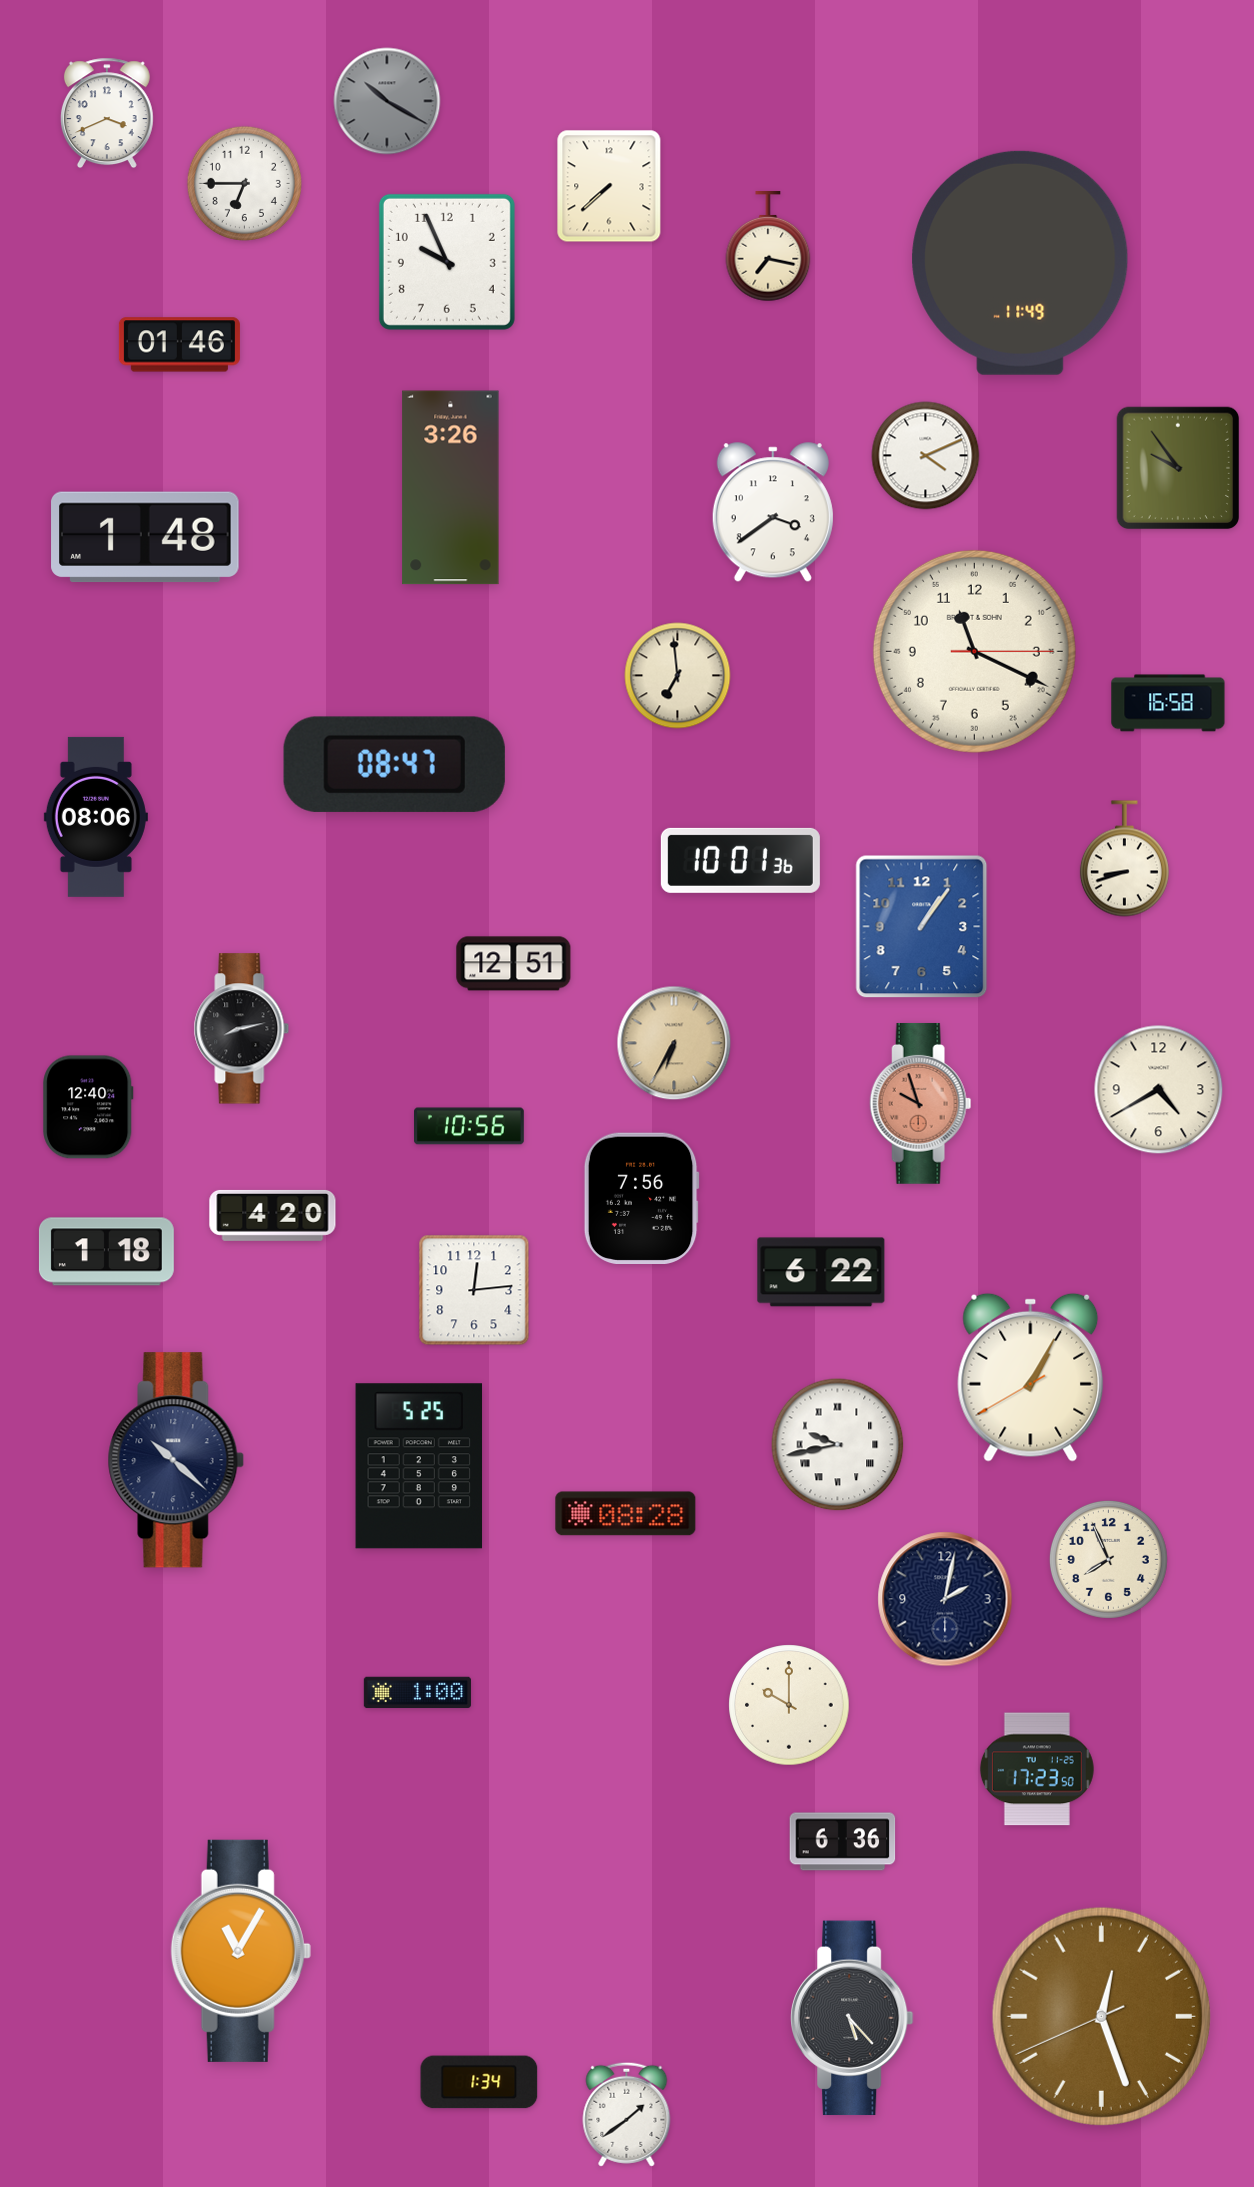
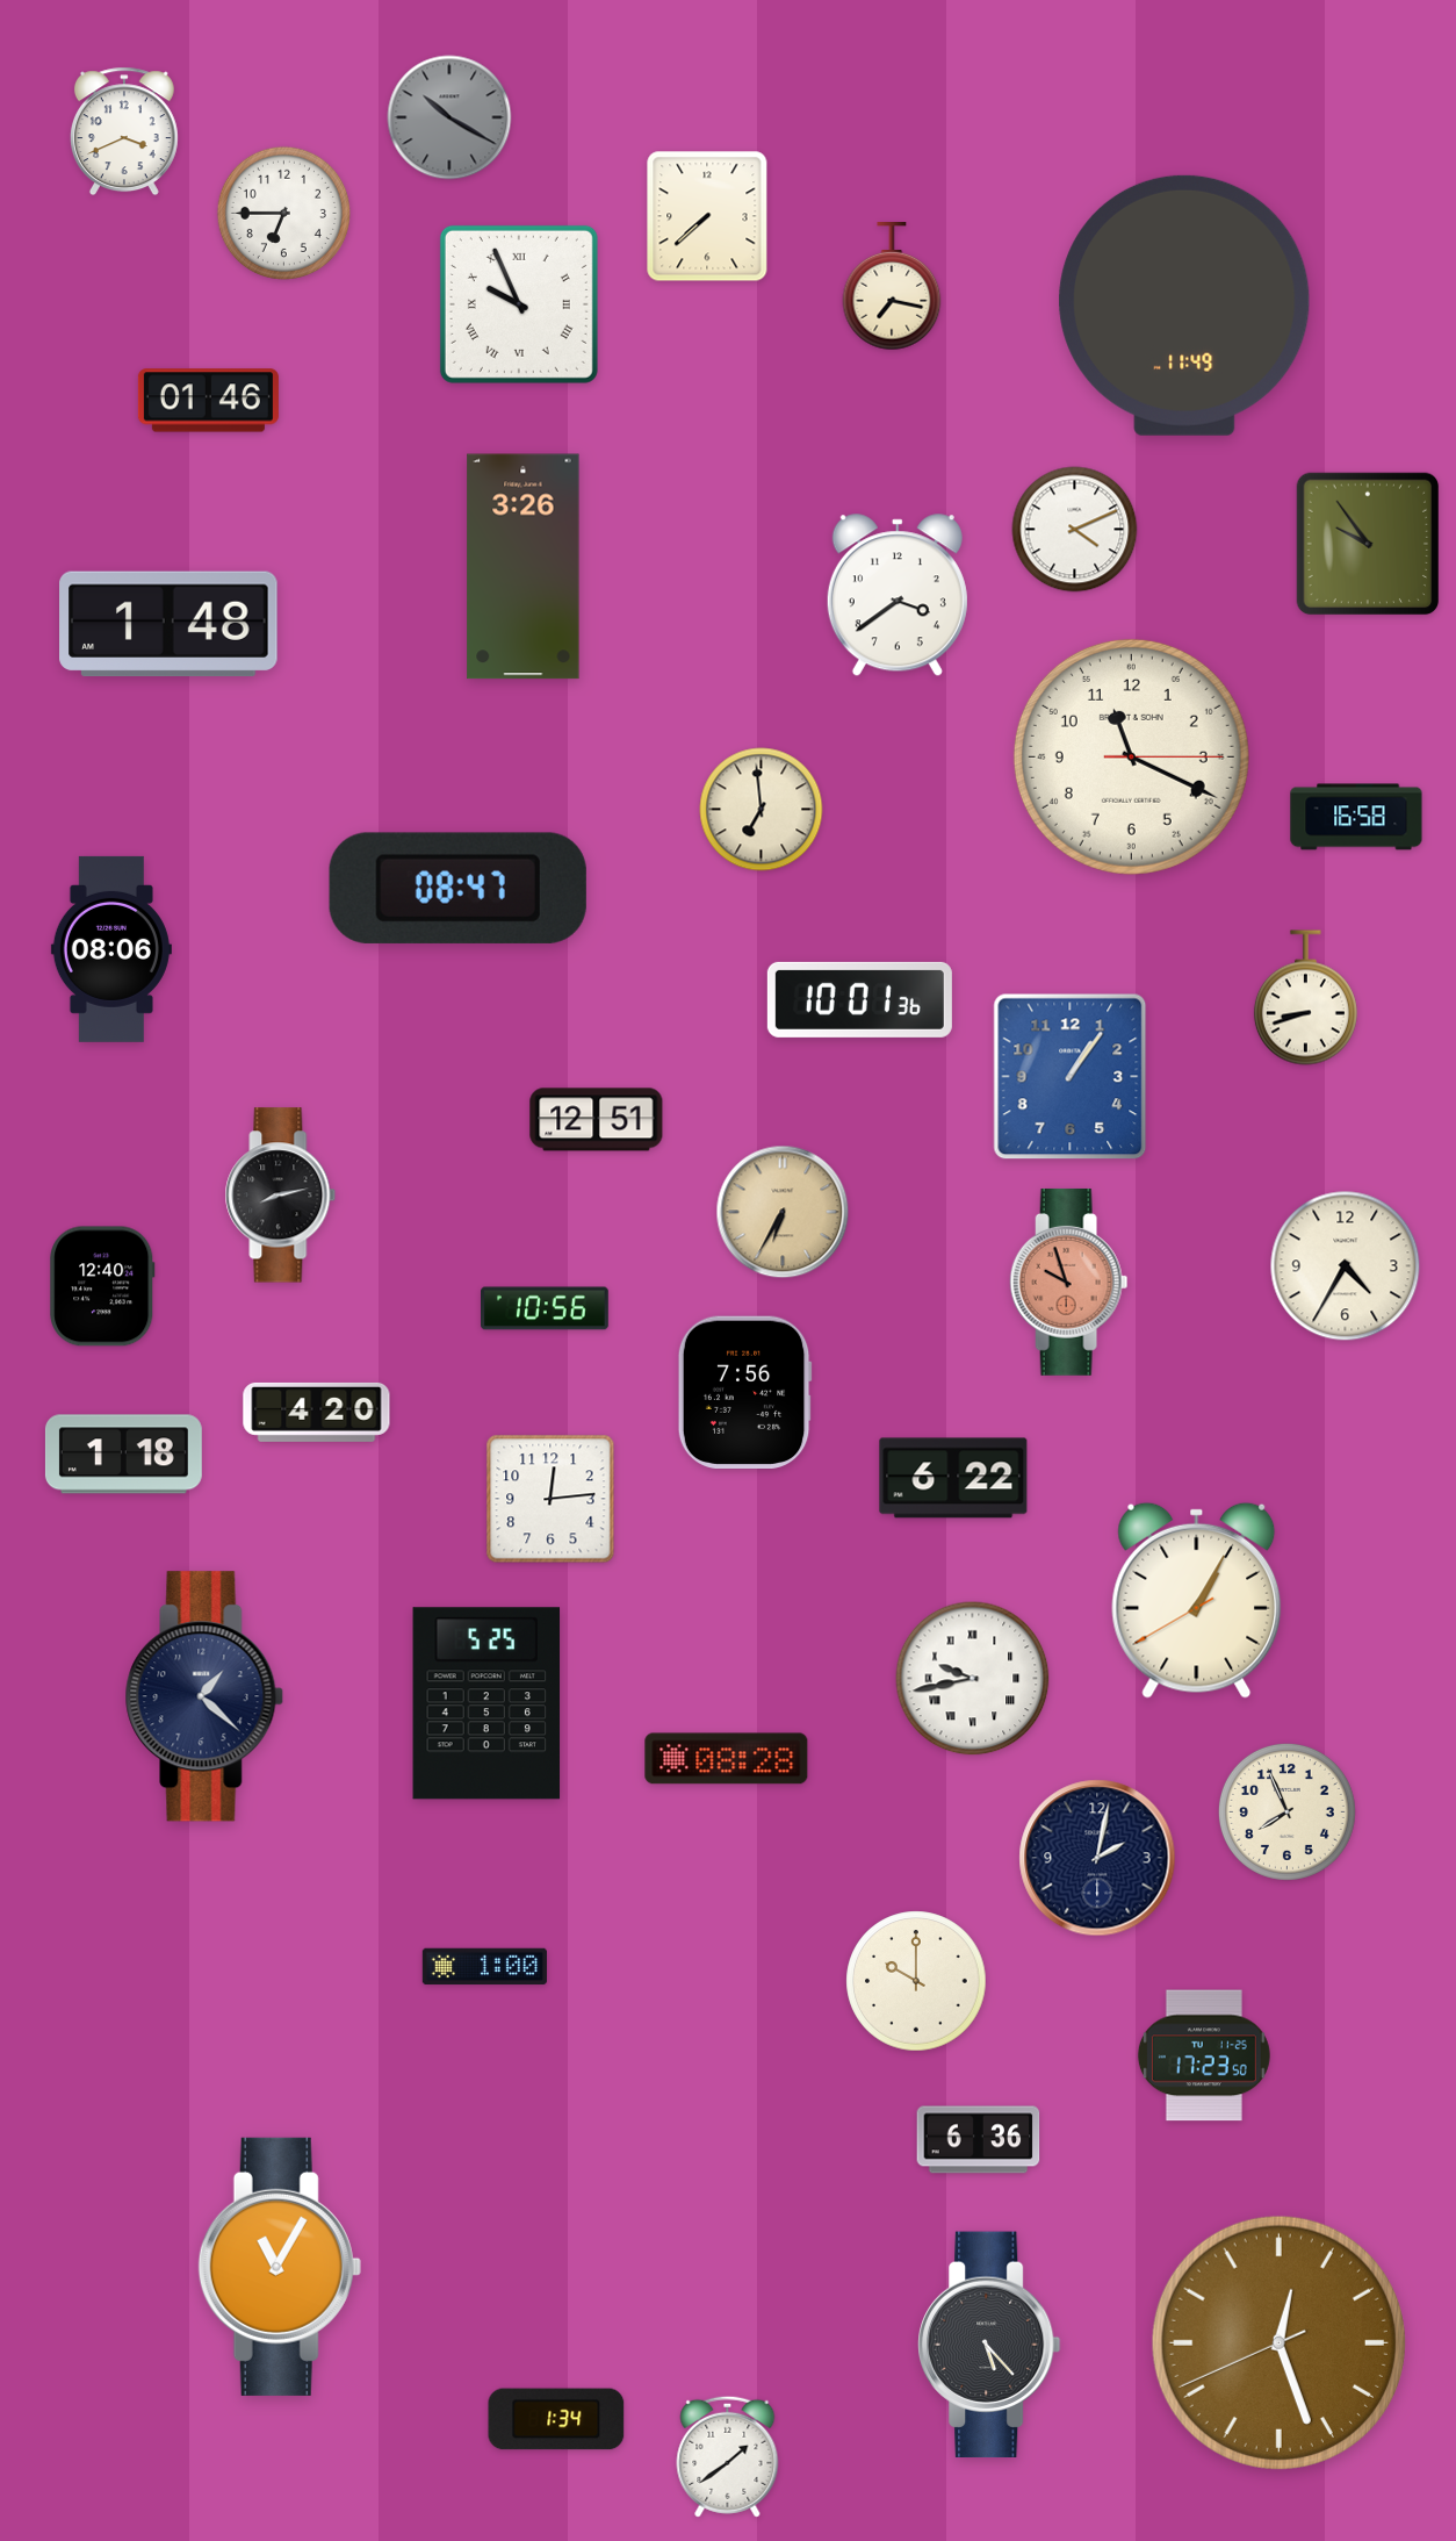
clock at (447, 262) numerals: Arabic -> Roman
clock at (678, 676) position: (678, 676) -> (762, 810)
clock at (1159, 1090): 4:40 -> 4:35
clock at (176, 1460): 10:22 -> 1:22
